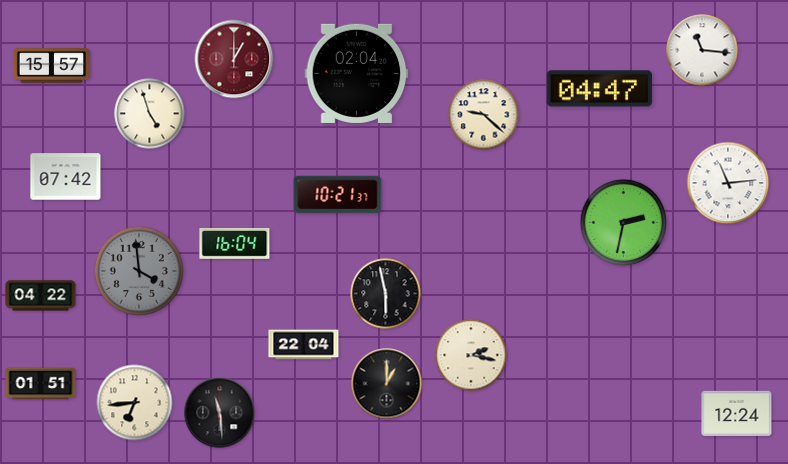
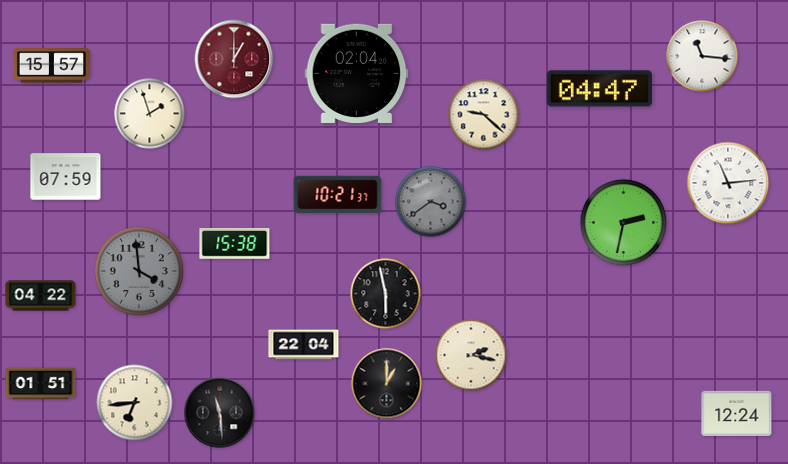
clock at (702, 50) position: (702, 50) -> (702, 56)
clock at (150, 114): 4:57 -> 1:57
clock at (66, 177): 07:42 -> 07:59
clock at (431, 202): none -> 3:39
clock at (235, 243): 16:04 -> 15:38
